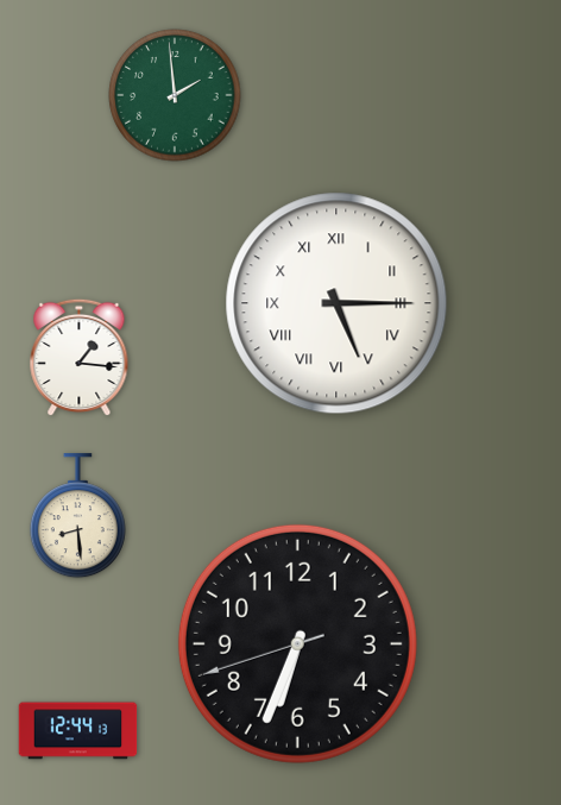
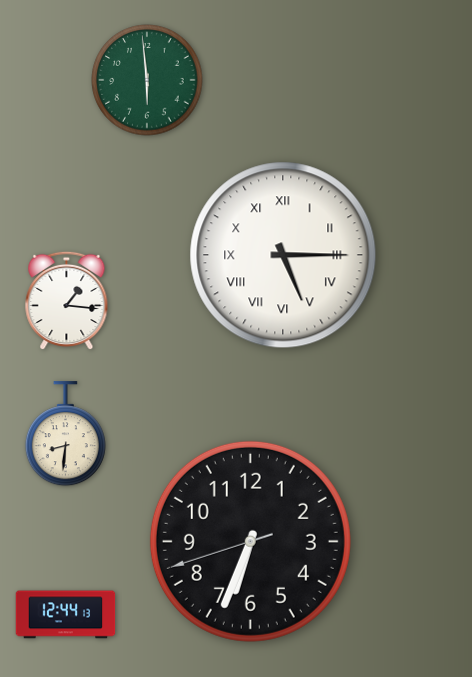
clock at (175, 95): 1:59 -> 5:59
clock at (77, 516): 8:29 -> 8:31
